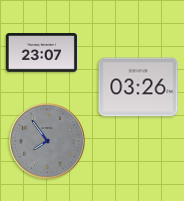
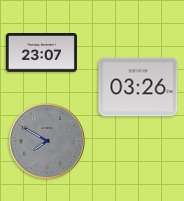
clock at (47, 141): 7:54 -> 7:50
